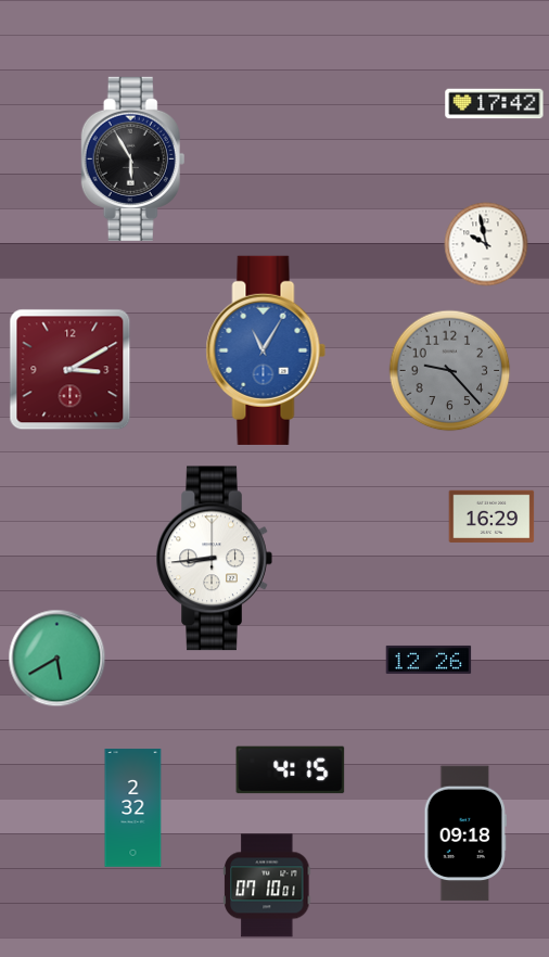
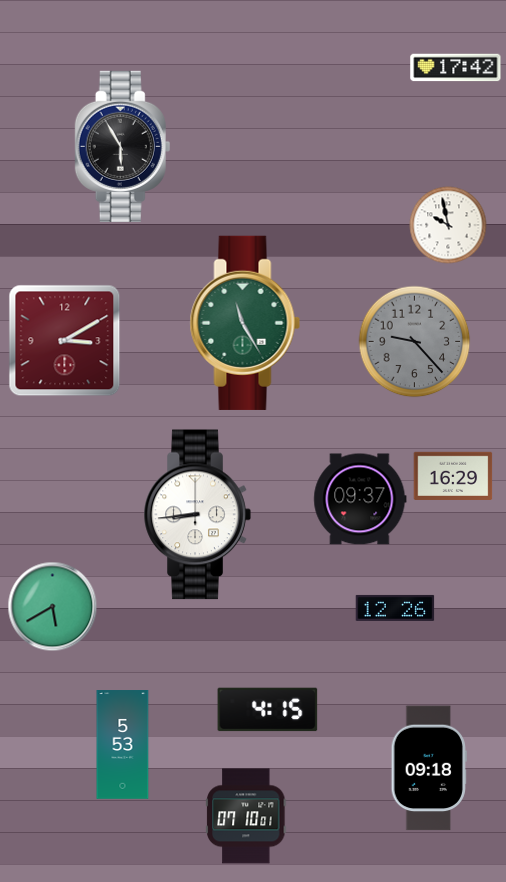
clock at (495, 104) position: (495, 104) -> (456, 68)
clock at (266, 350): 11:05 -> 11:25
clock at (266, 350) dial: blue -> green
clock at (360, 499): none -> 09:37
clock at (133, 808): 2:32 -> 5:53
